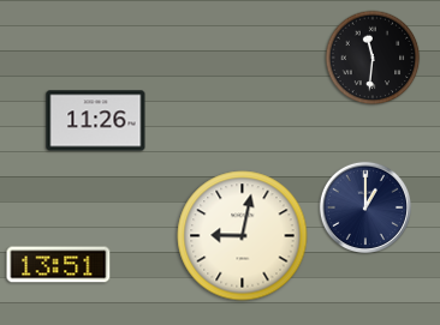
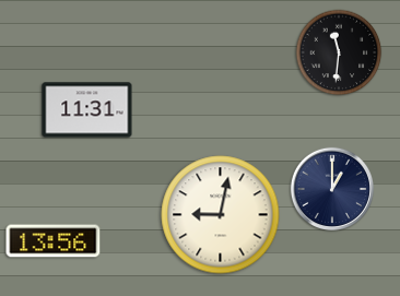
clock at (96, 121): 11:26 -> 11:31
clock at (59, 265): 13:51 -> 13:56
